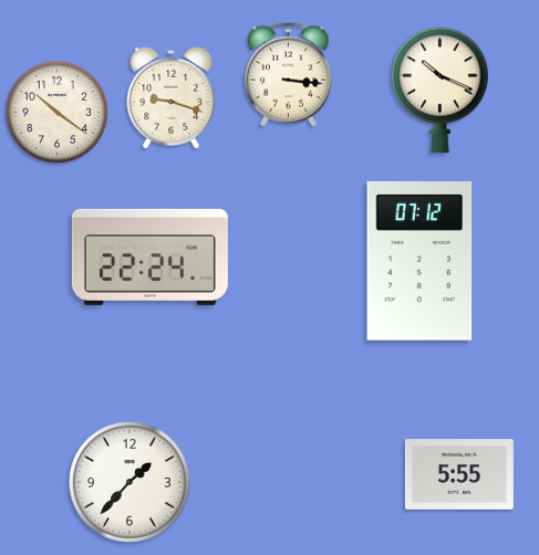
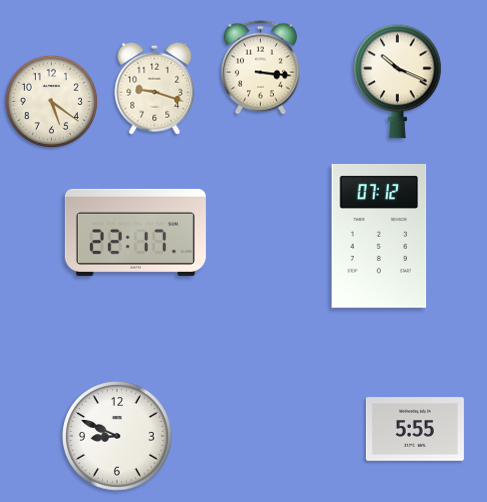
clock at (58, 113): 10:21 -> 5:21
clock at (149, 256): 22:24 -> 22:17
clock at (129, 482): 1:37 -> 8:49
